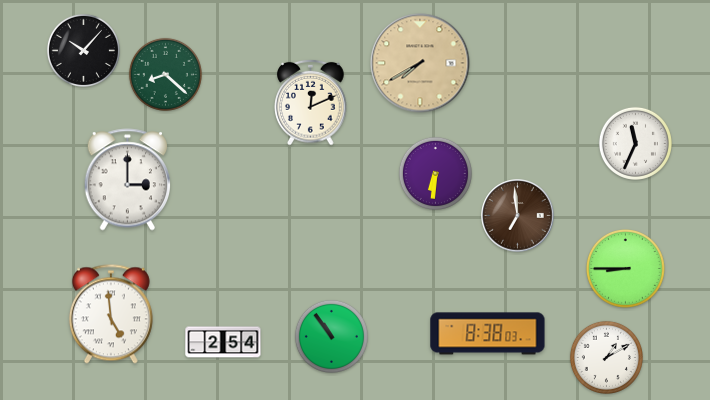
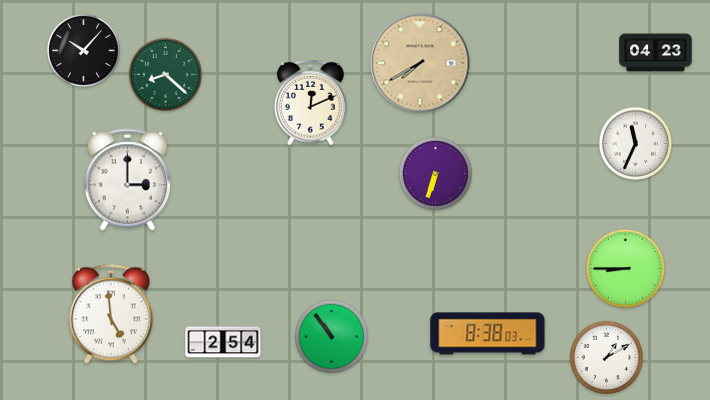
clock at (656, 53): none -> 04:23
clock at (435, 173): 6:31 -> 6:33
clock at (518, 216): 6:59 -> none
